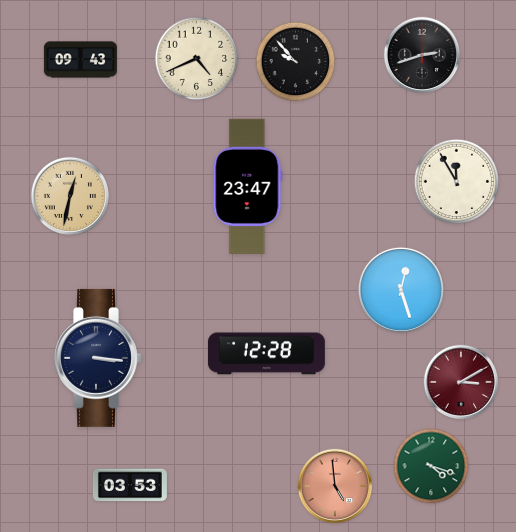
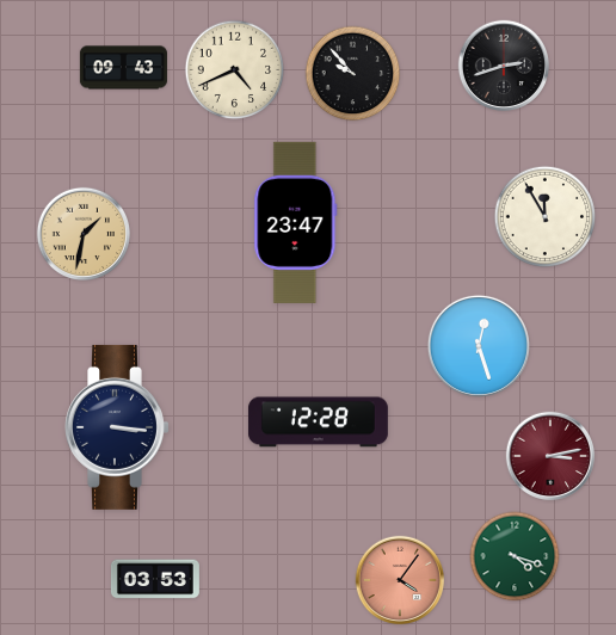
clock at (80, 60) position: (80, 60) -> (123, 68)
clock at (69, 195): 12:32 -> 1:32
clock at (461, 382): 3:10 -> 3:13
clock at (335, 486): 4:59 -> 4:06
